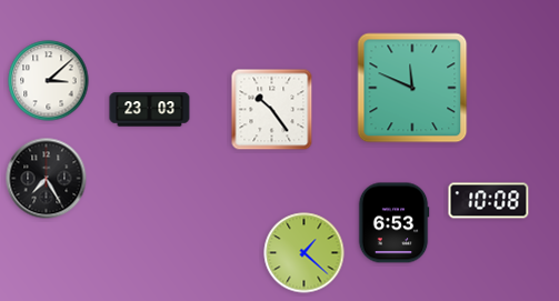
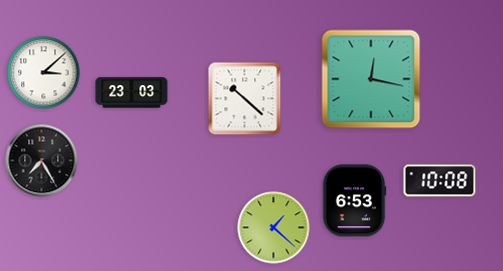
clock at (412, 88): 11:49 -> 12:17
clock at (150, 110) position: (150, 110) -> (132, 93)
clock at (272, 110): 10:24 -> 10:22
